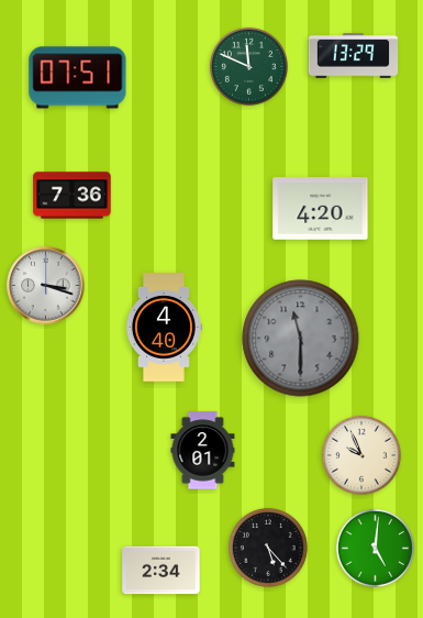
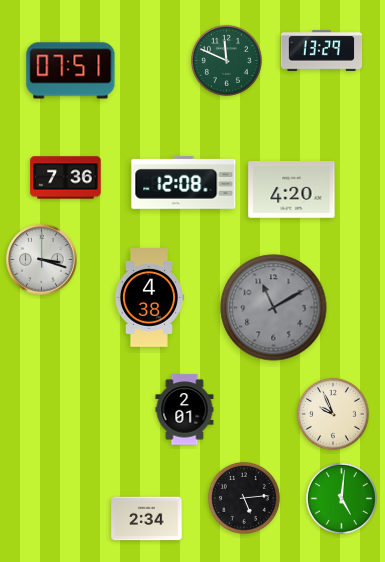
clock at (184, 182): none -> 12:08
clock at (164, 328): 4:40 -> 4:38
clock at (301, 339): 11:30 -> 11:10
clock at (361, 455) position: (361, 455) -> (333, 414)
clock at (268, 548): 5:23 -> 5:14
